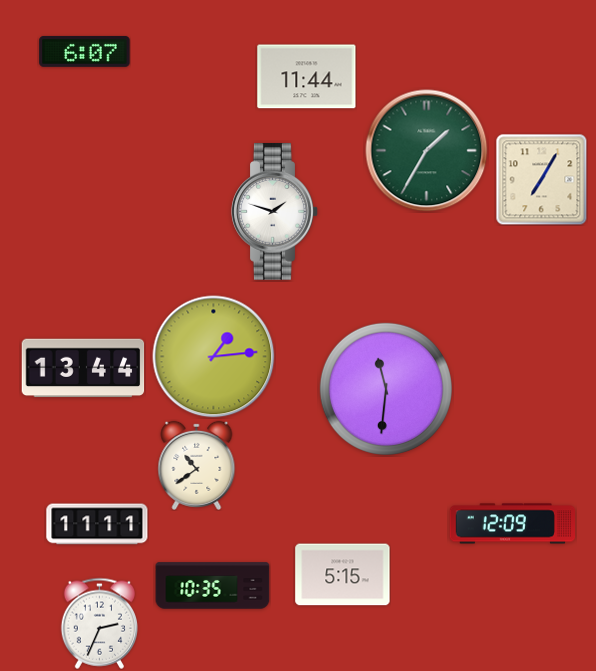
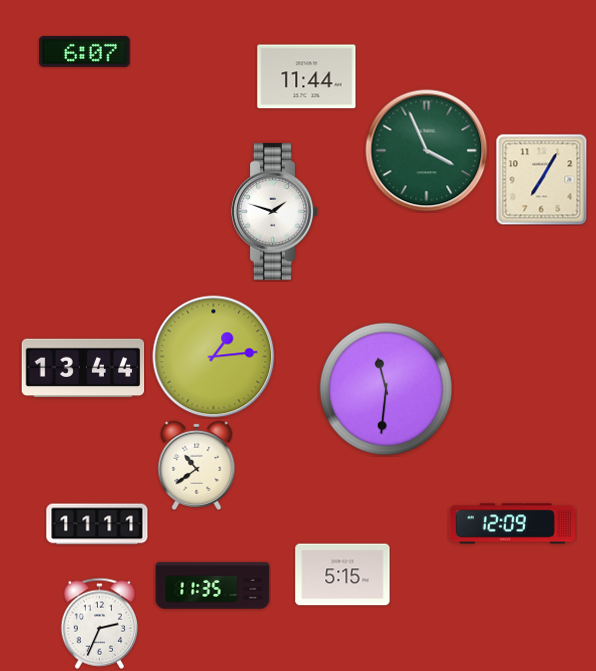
clock at (427, 151): 1:35 -> 3:56
clock at (213, 586): 10:35 -> 11:35
